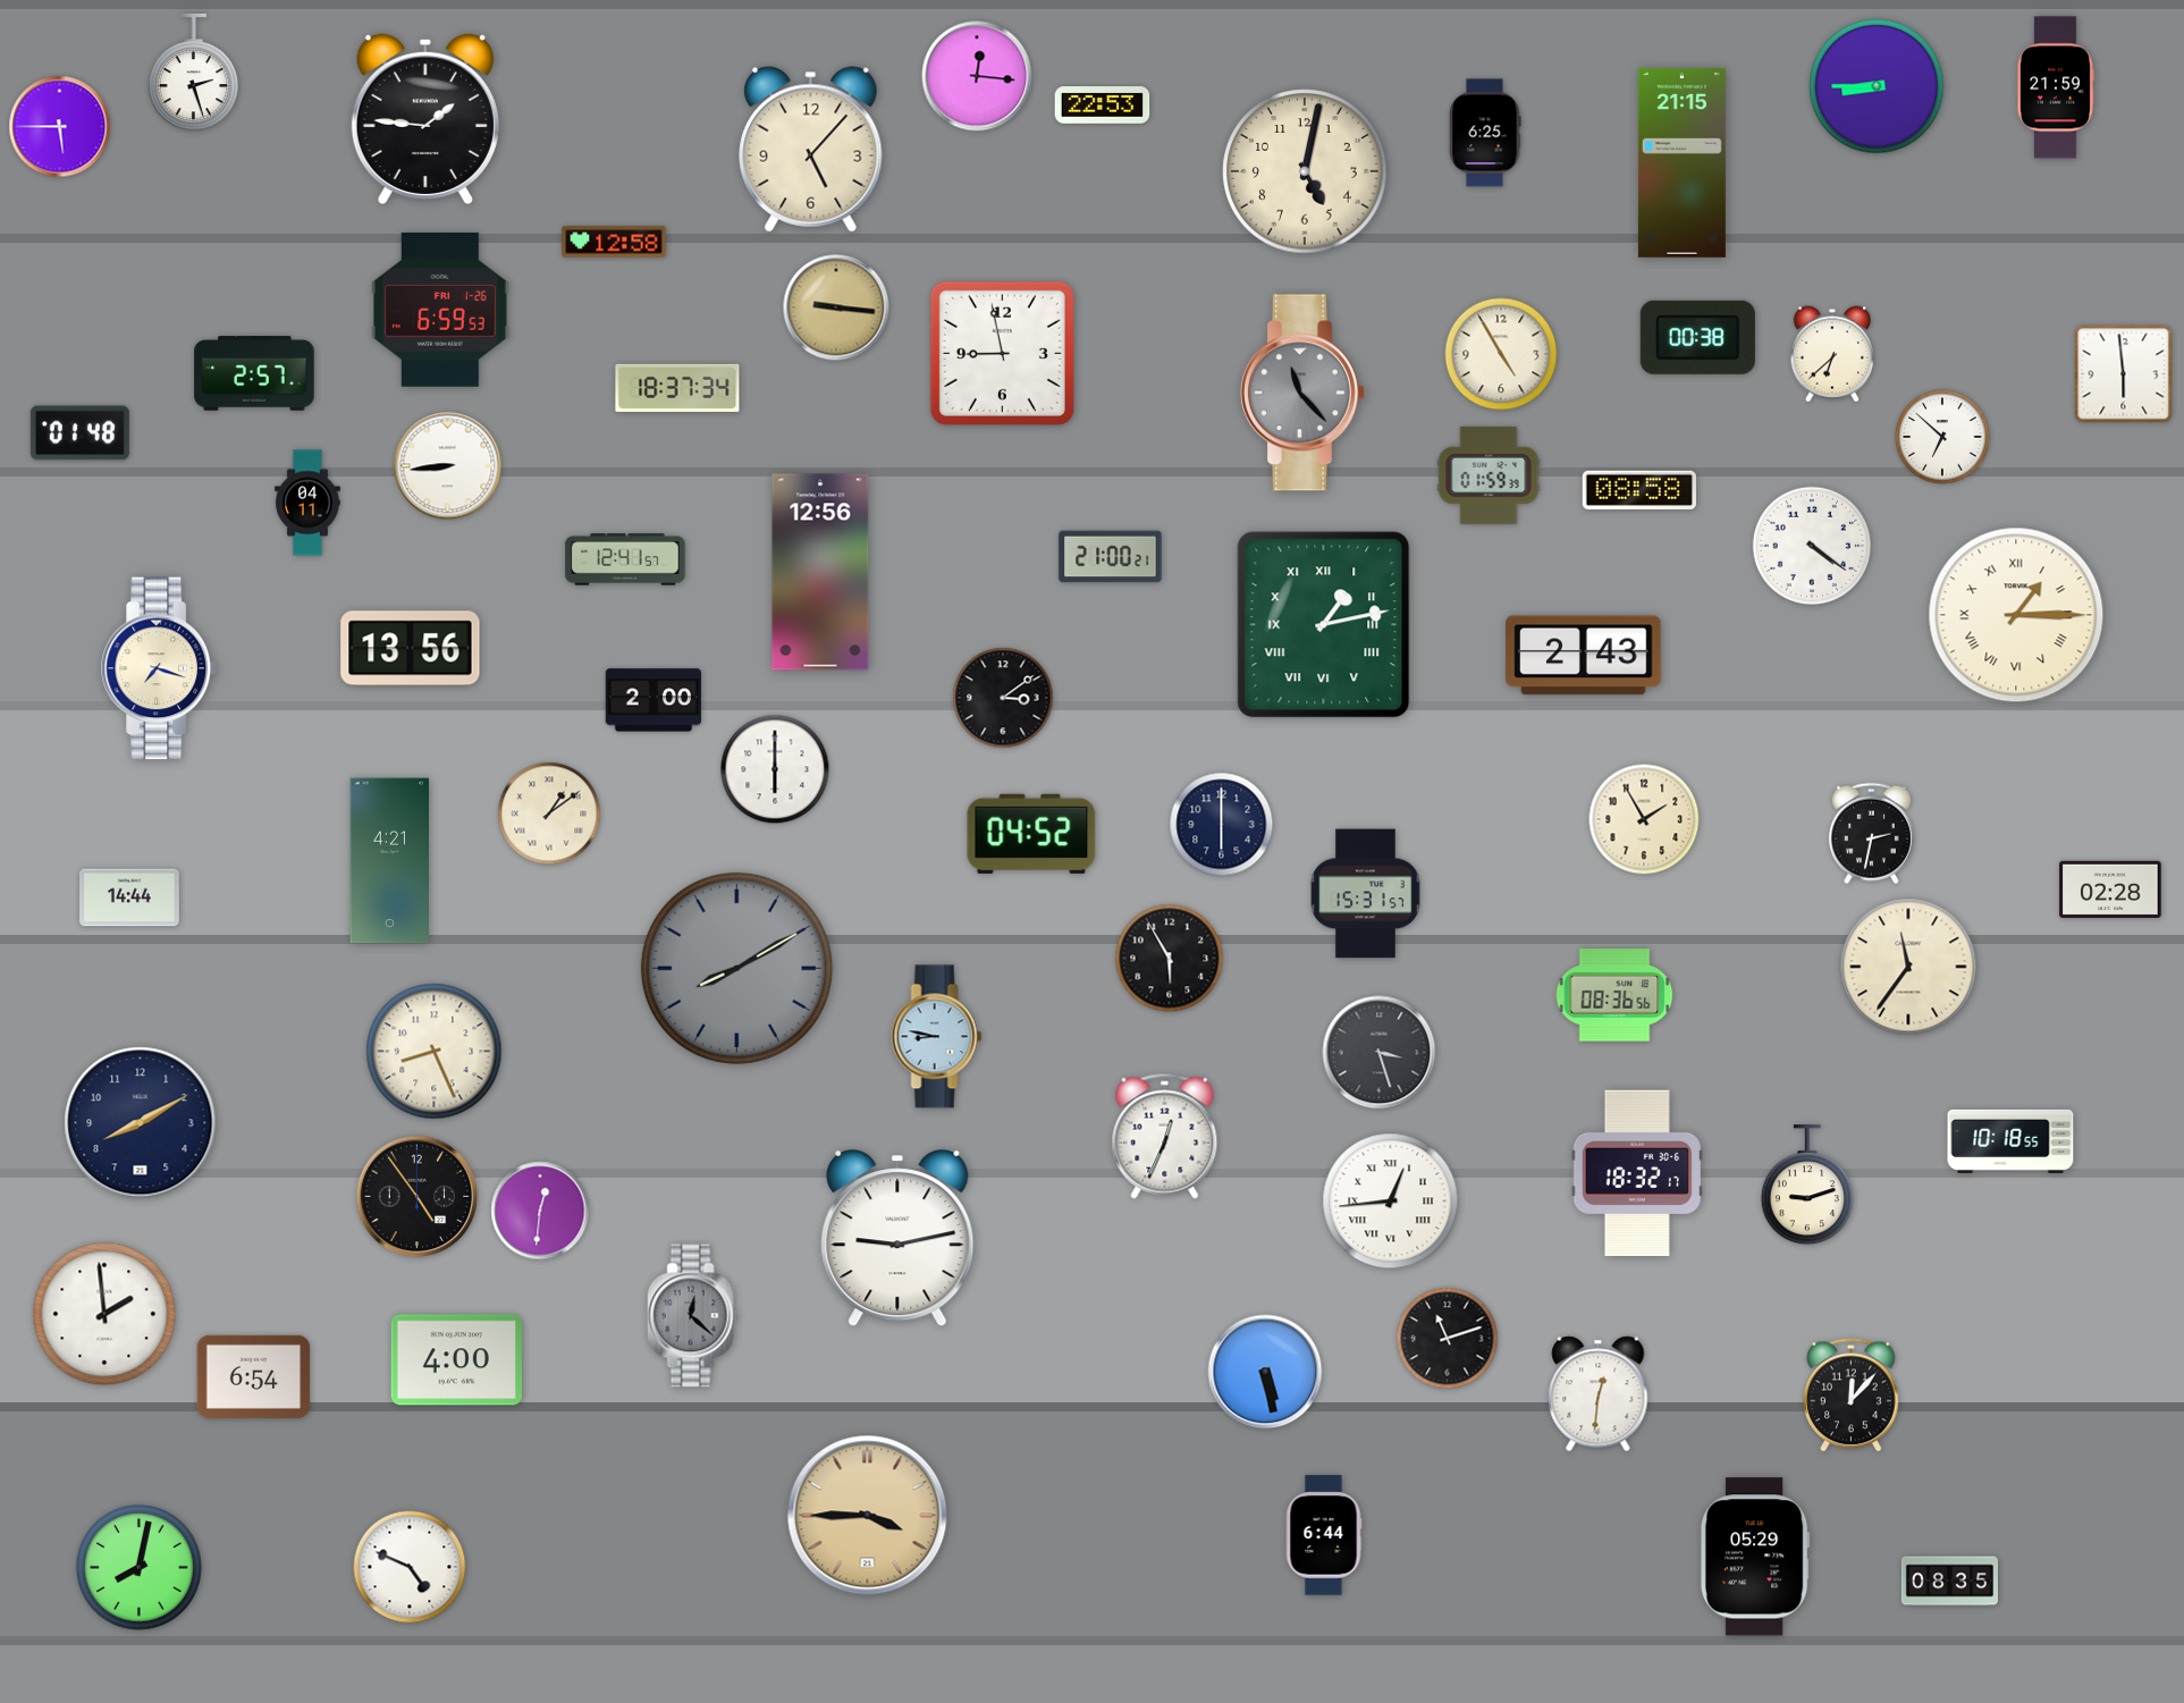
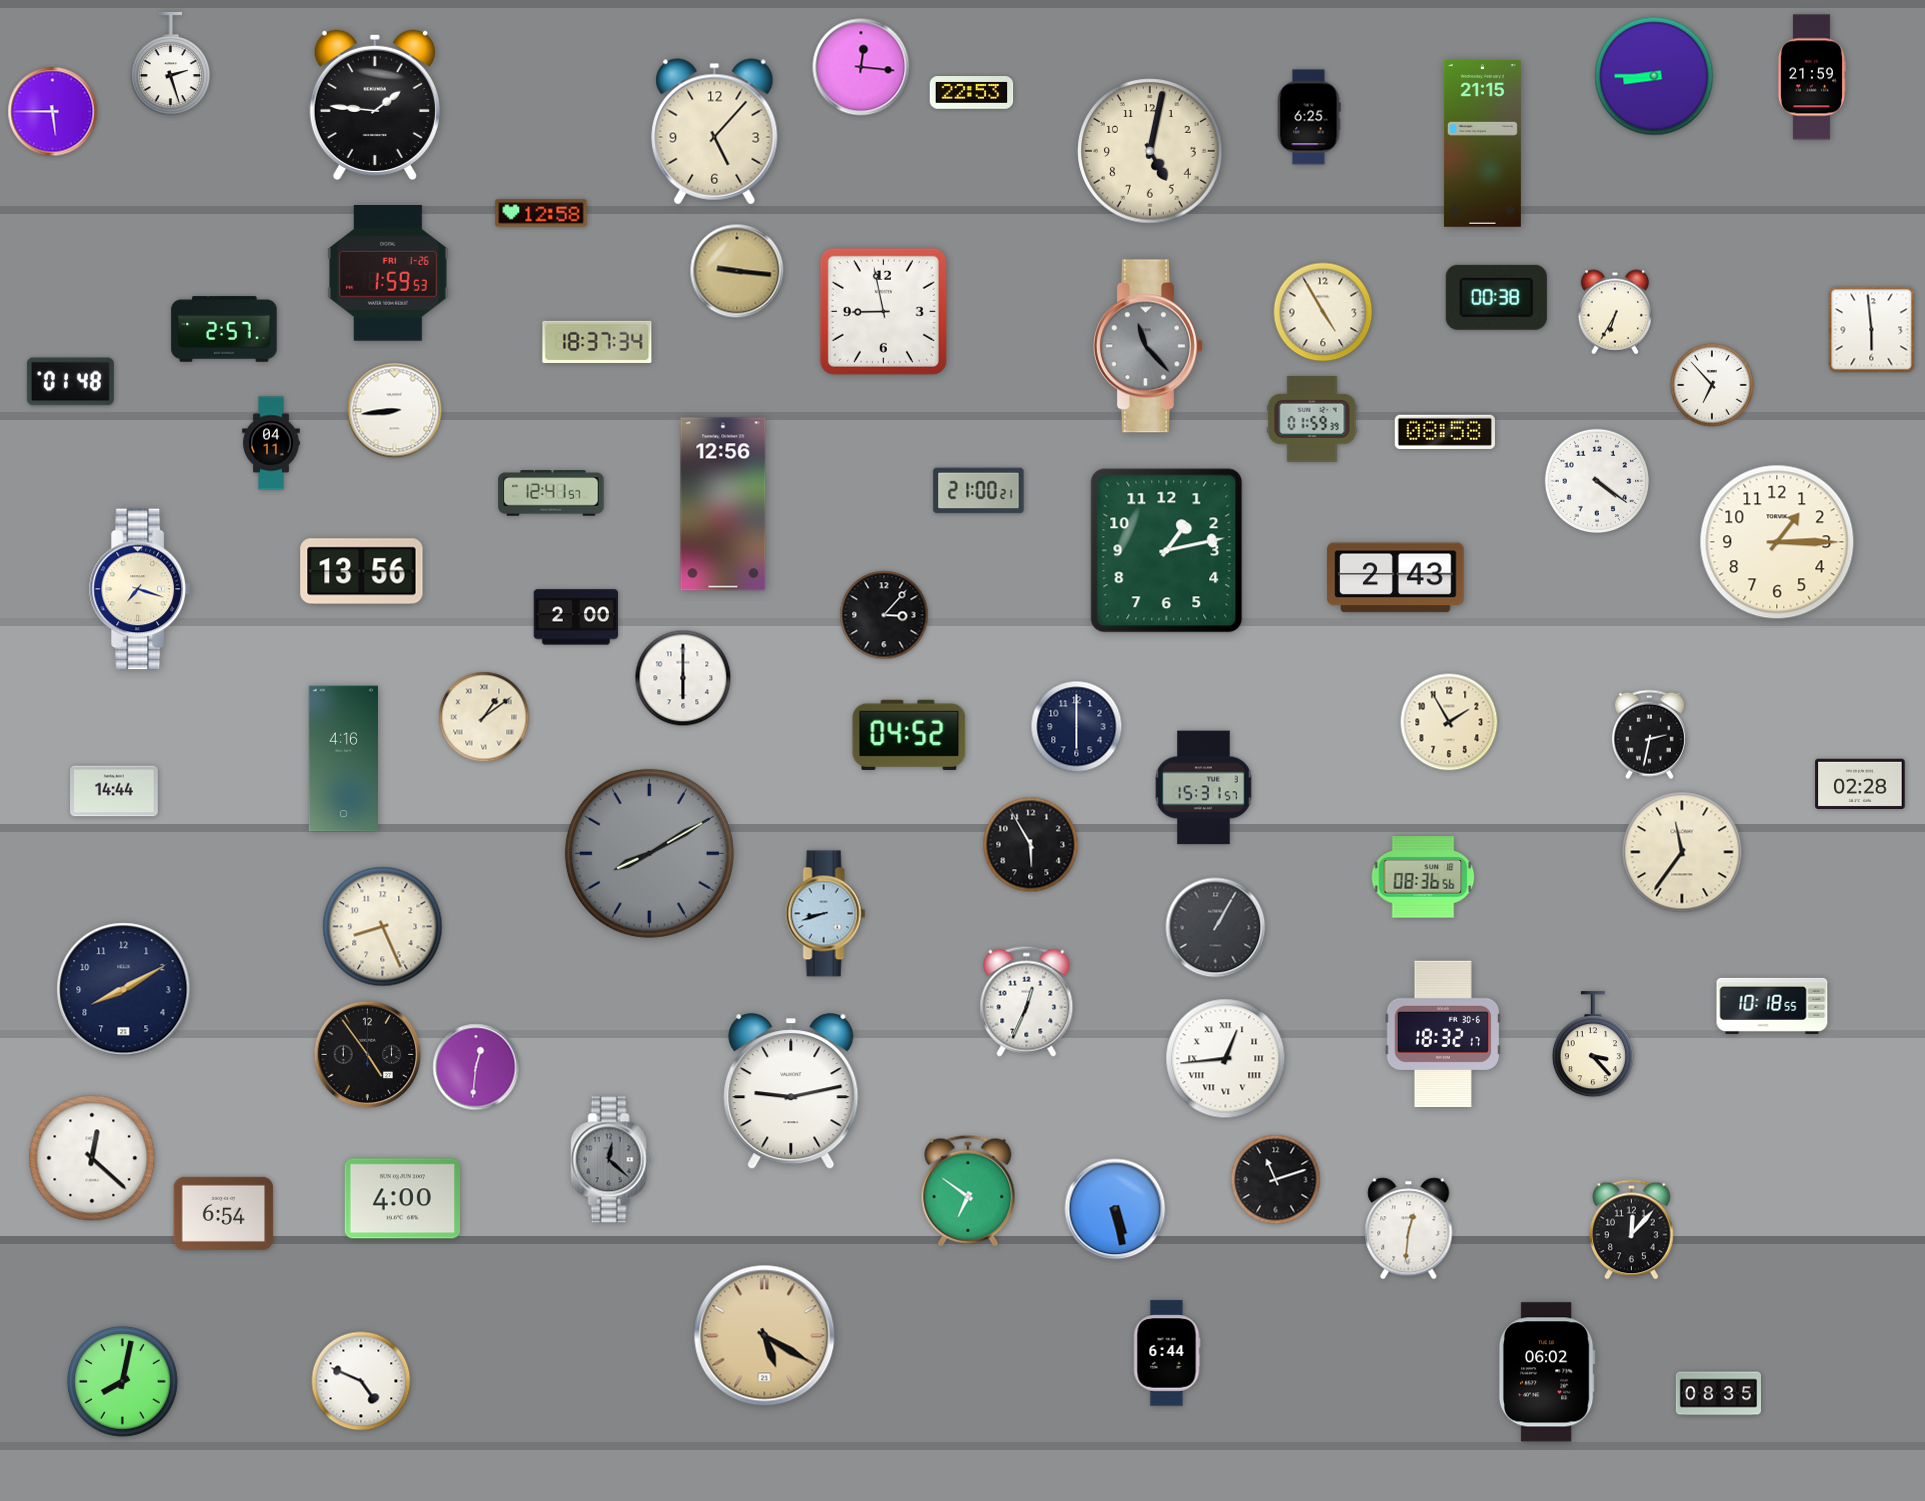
clock at (441, 311): 6:59 -> 1:59
clock at (1831, 354): 6:38 -> 6:35
clock at (1942, 437): 6:52 -> 6:53
clock at (2016, 615) numerals: Roman -> Arabic
clock at (1324, 625) numerals: Roman -> Arabic
clock at (1003, 698): 3:09 -> 3:07
clock at (390, 861): 4:21 -> 4:16
clock at (937, 1037): 8:47 -> 8:42
clock at (1380, 1053): 3:27 -> 1:05
clock at (1807, 1186): 9:12 -> 3:23
clock at (104, 1314): 1:59 -> 12:22
clock at (968, 1191): none -> 6:51
clock at (868, 1516): 3:45 -> 5:20
clock at (1755, 1557): 05:29 -> 06:02
